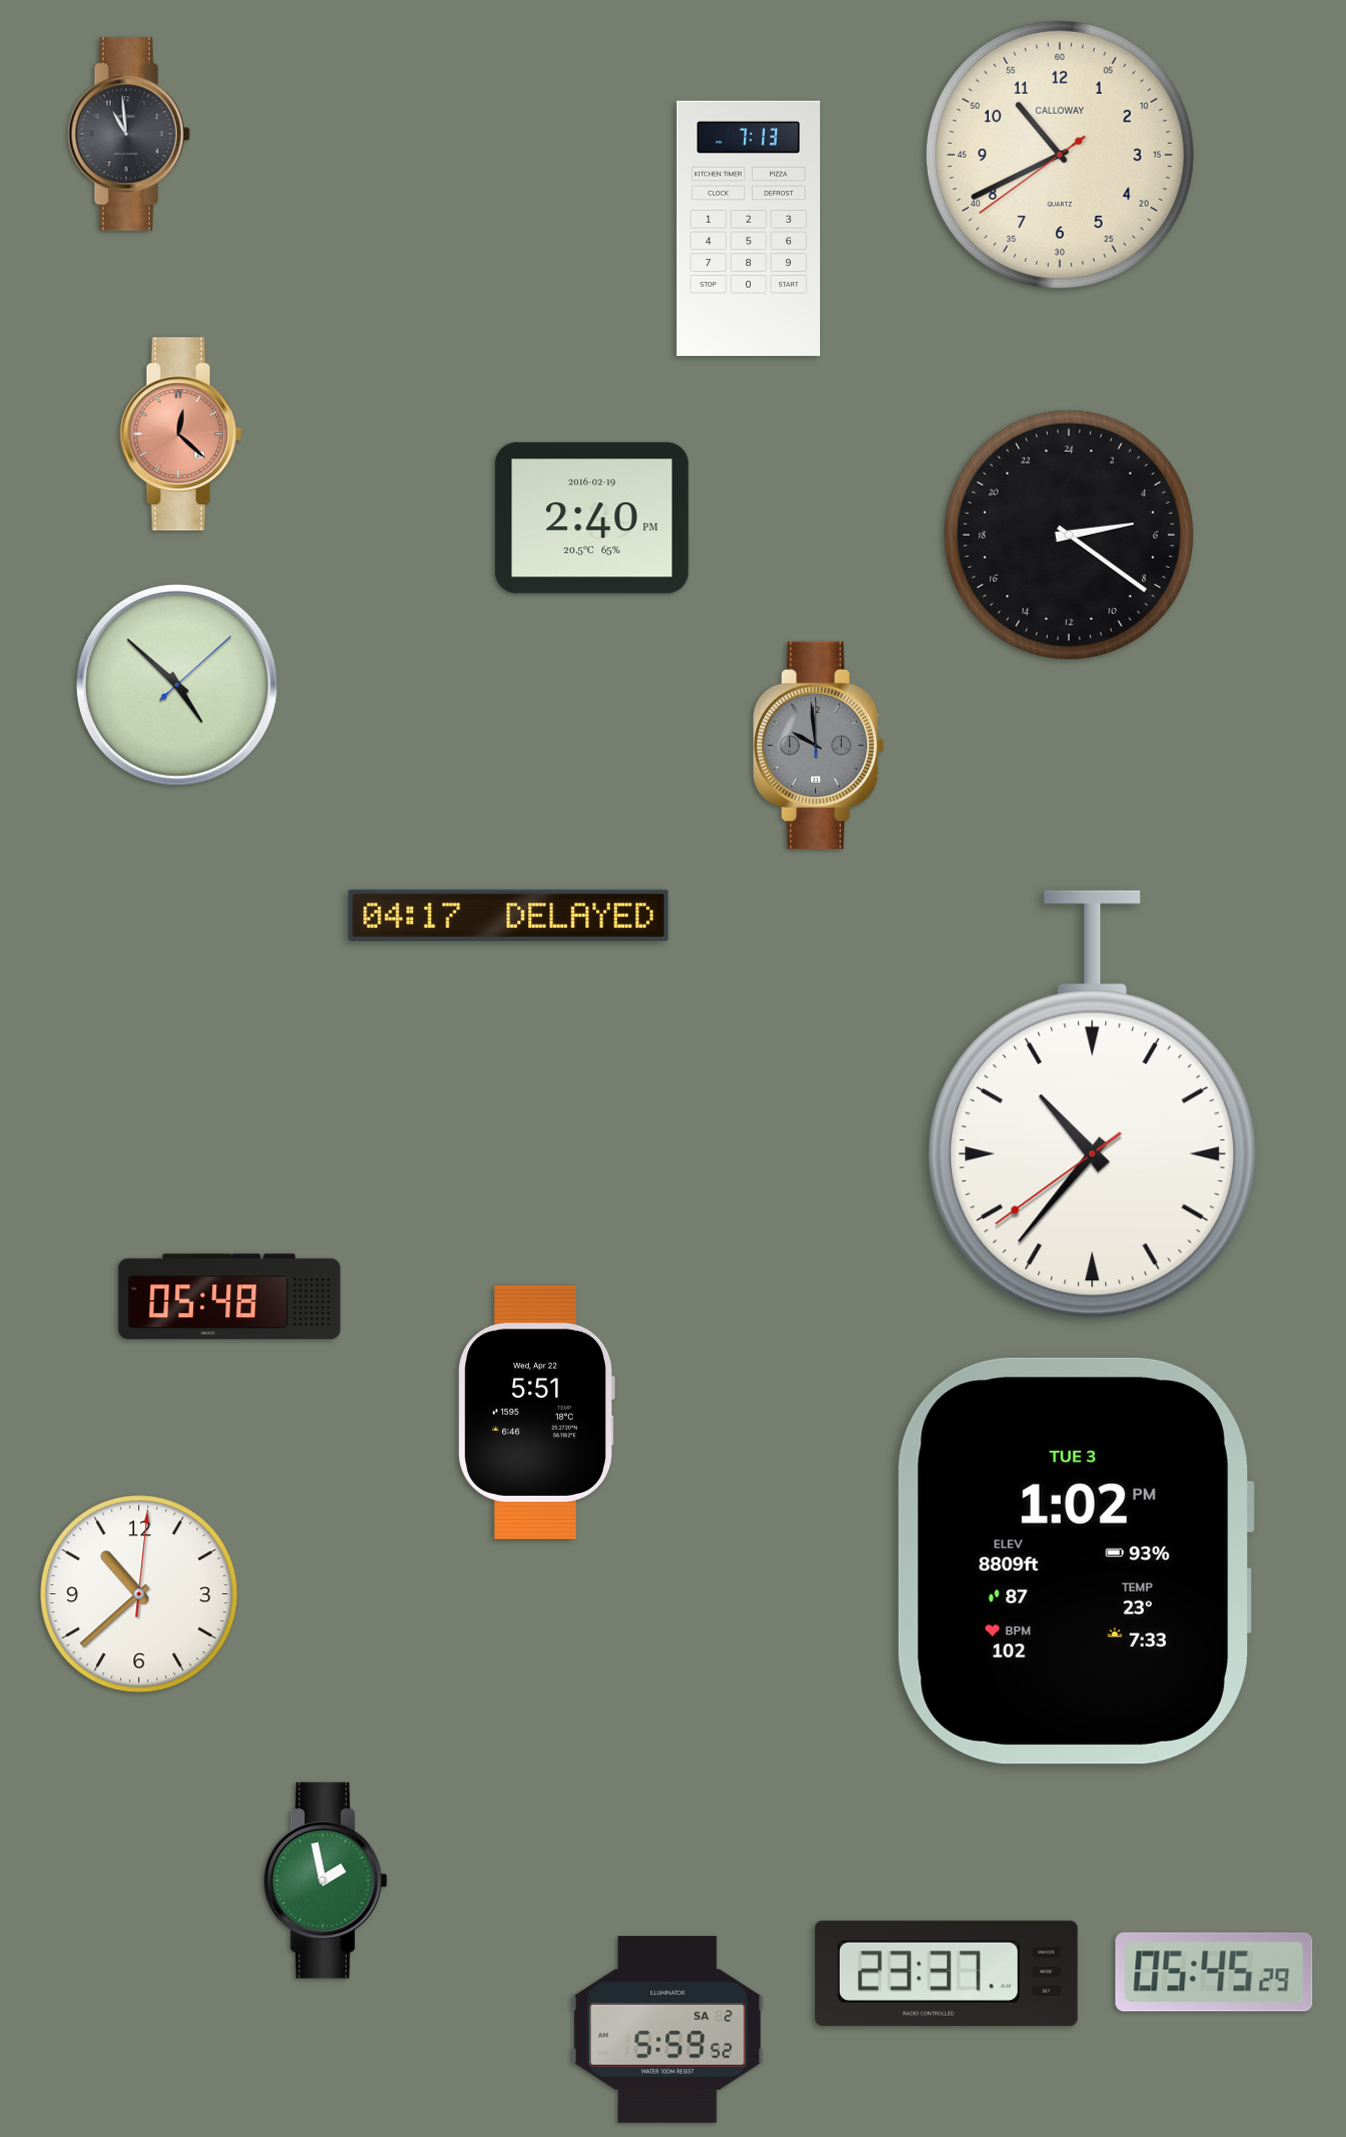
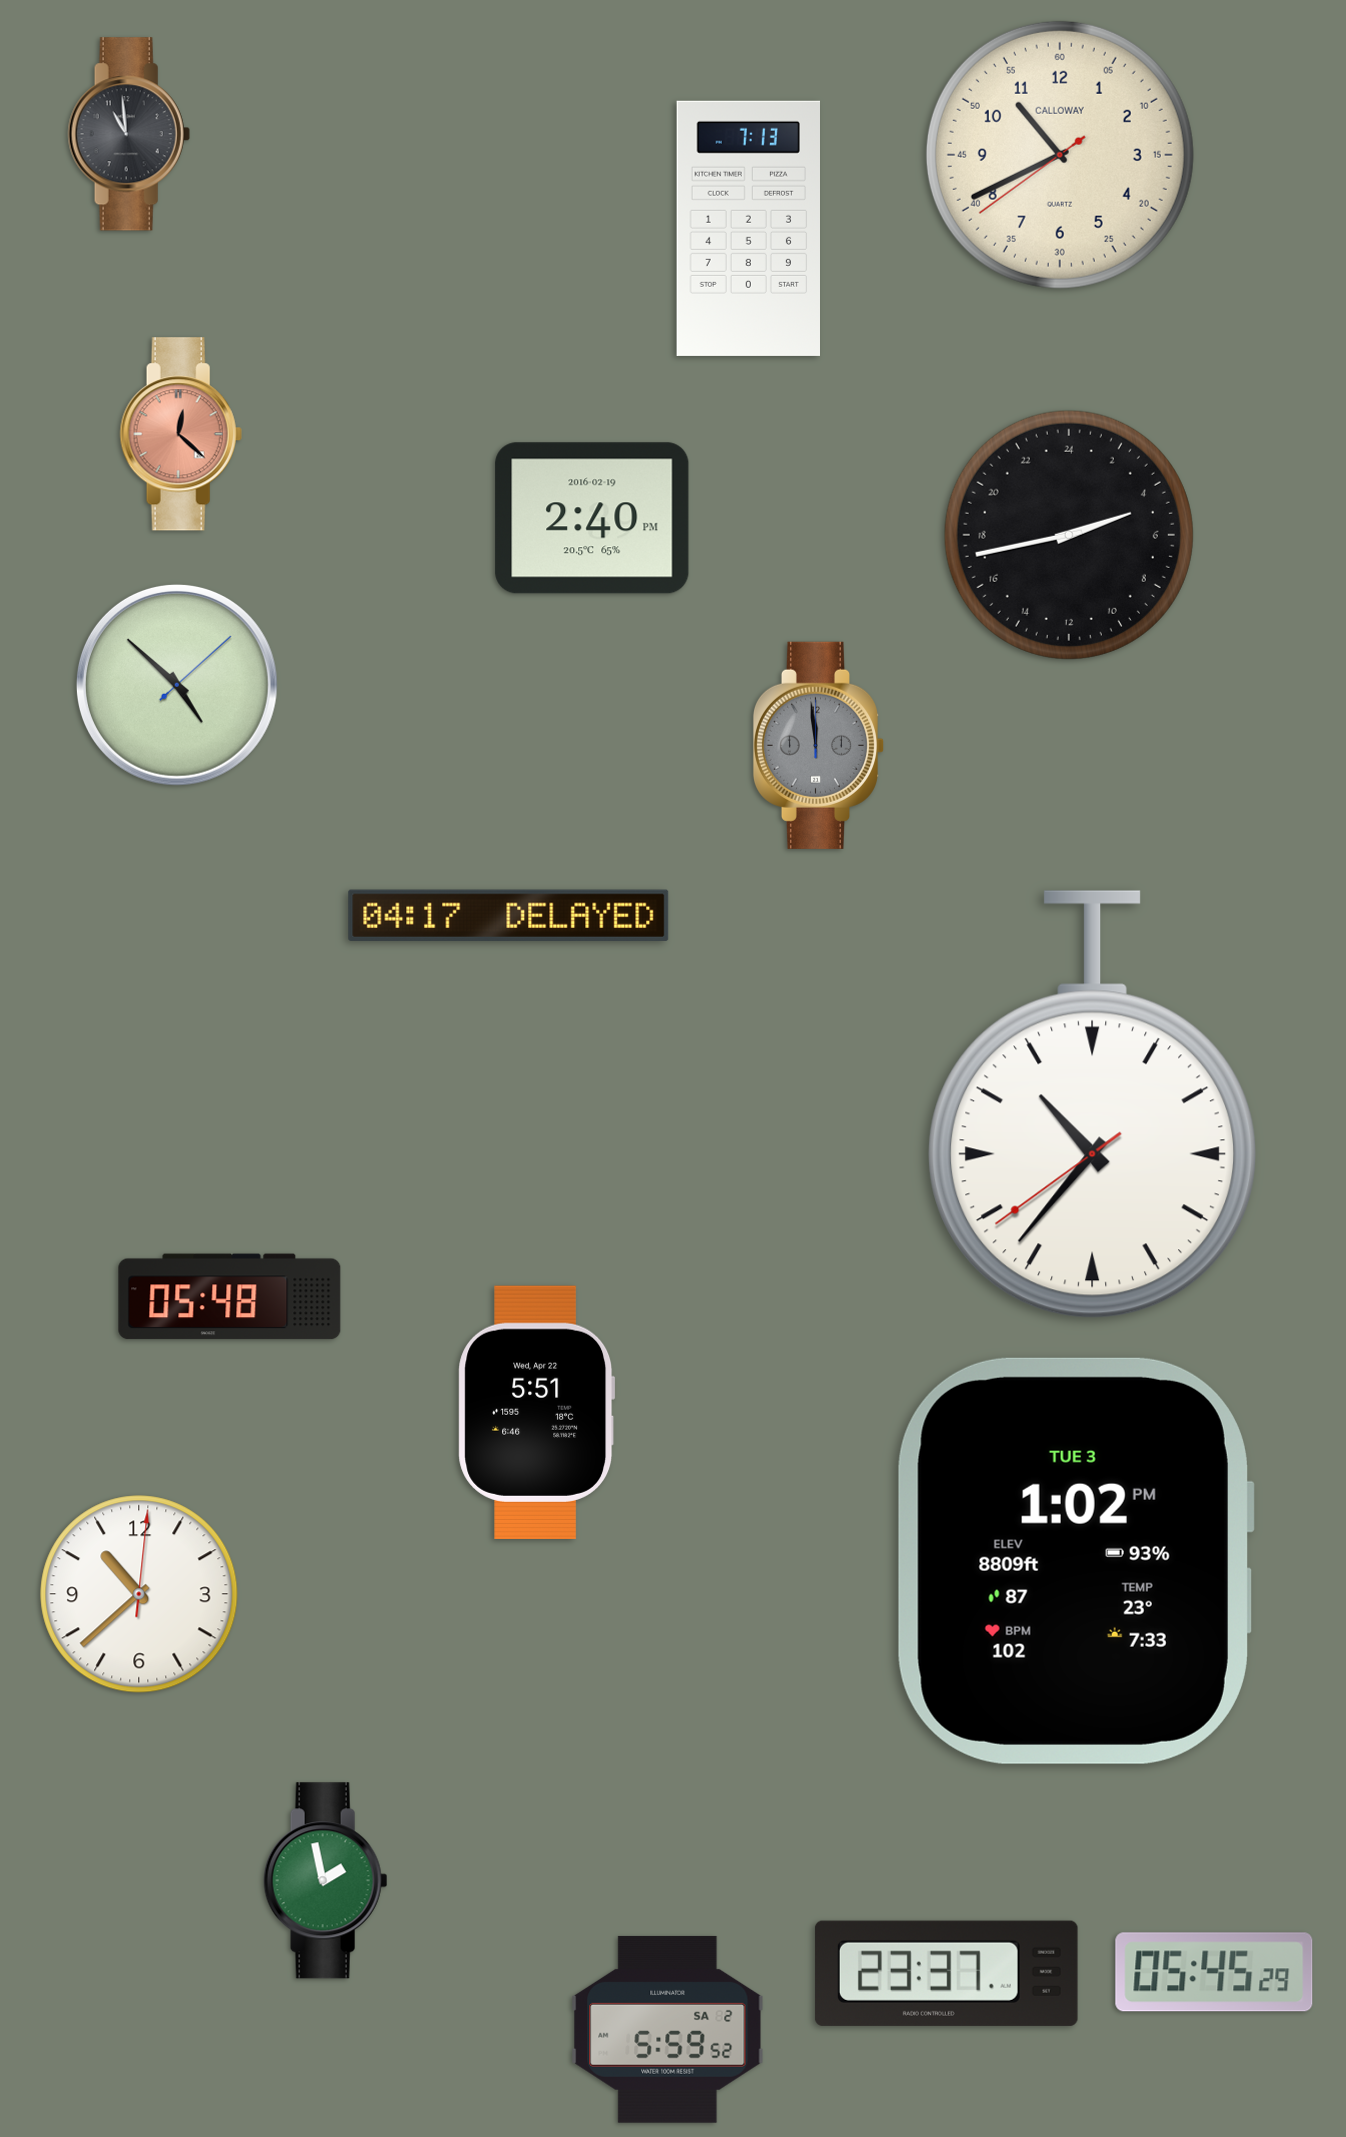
clock at (1069, 535): 5:21 -> 4:43
clock at (818, 745): 9:59 -> 11:59
